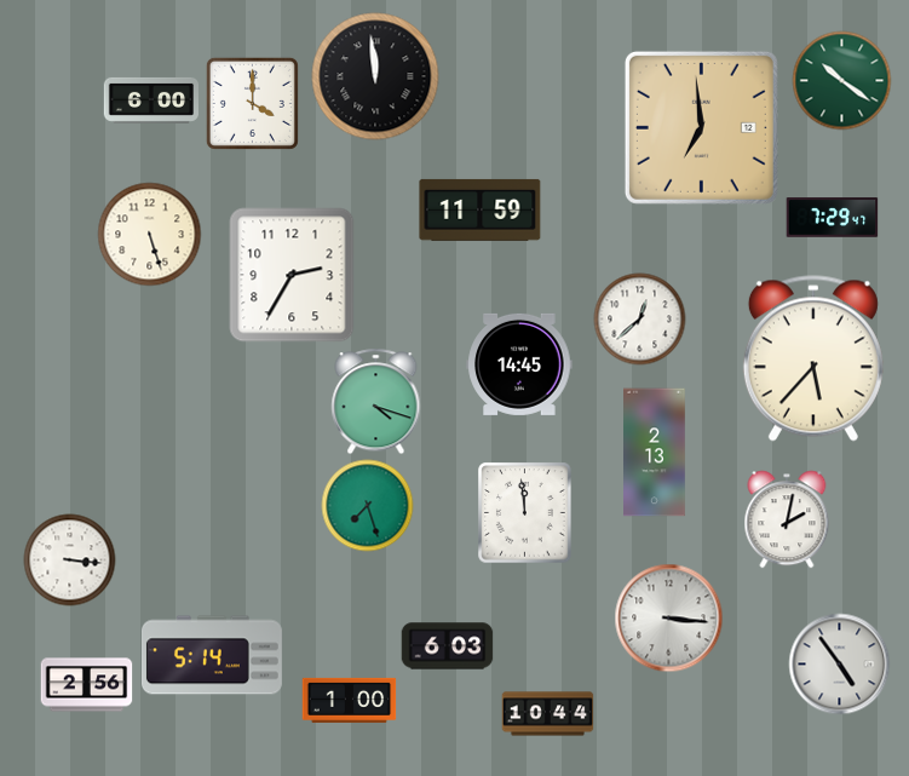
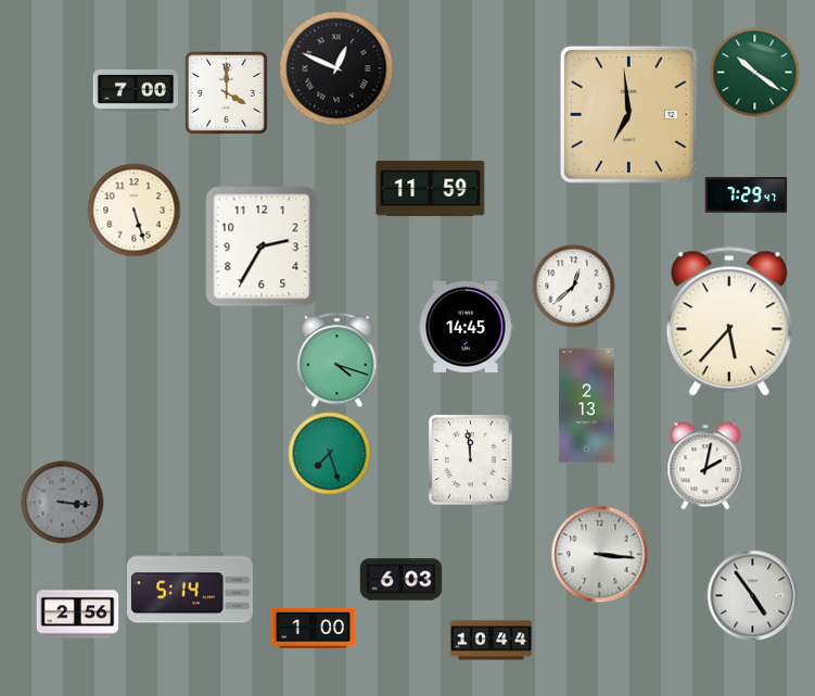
clock at (375, 76): 11:59 -> 12:49
clock at (151, 100): 6:00 -> 7:00
clock at (70, 561) dial: white -> grey
